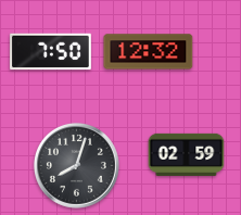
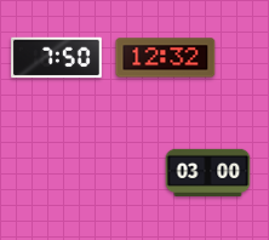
clock at (187, 154): 02:59 -> 03:00
clock at (76, 165): 8:03 -> none
